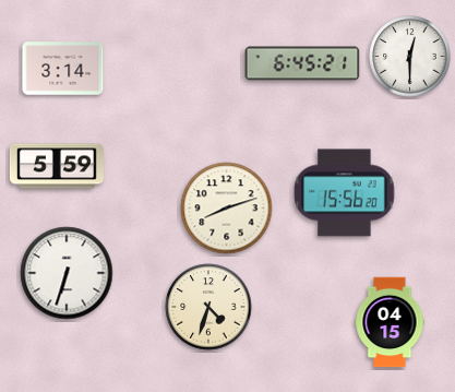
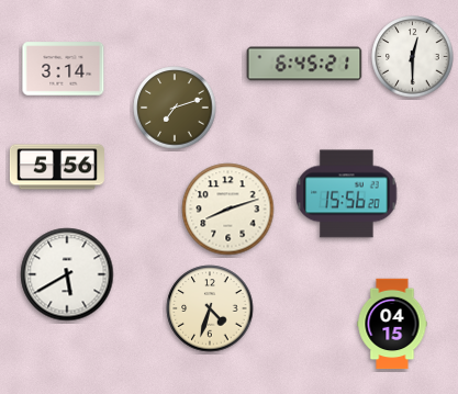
clock at (175, 108): none -> 7:12
clock at (57, 166): 5:59 -> 5:56
clock at (67, 273): 6:33 -> 5:40
